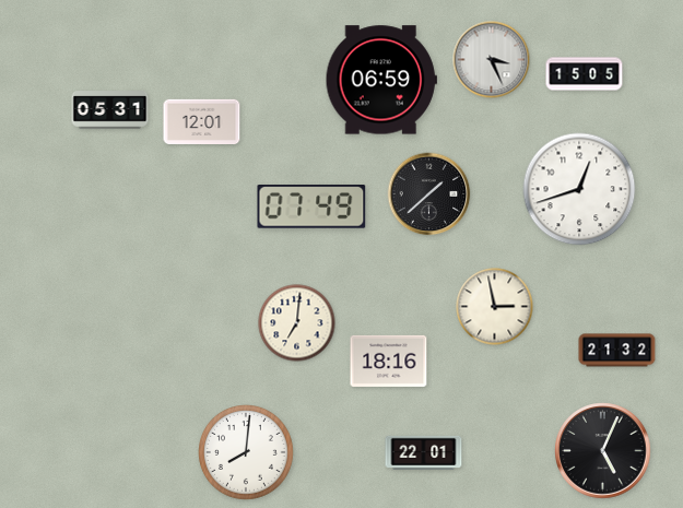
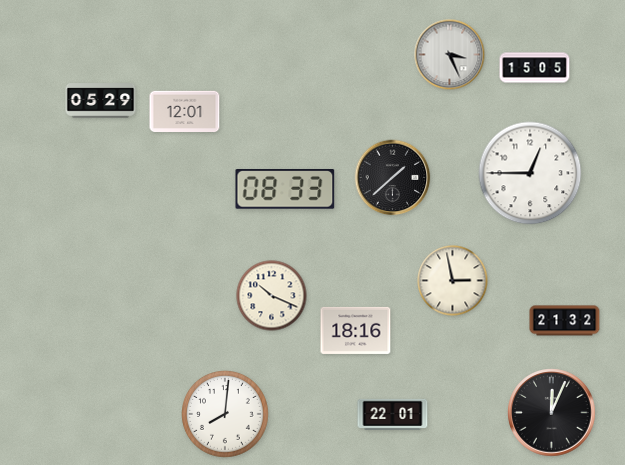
clock at (381, 80): 06:59 -> none
clock at (110, 110): 05:31 -> 05:29
clock at (579, 189): 12:42 -> 12:45
clock at (311, 206): 07:49 -> 08:33
clock at (297, 323): 7:01 -> 10:19
clock at (603, 451): 5:04 -> 12:04
clock at (424, 452) position: (424, 452) -> (393, 414)
